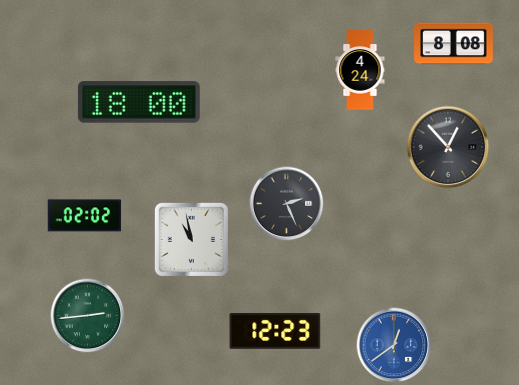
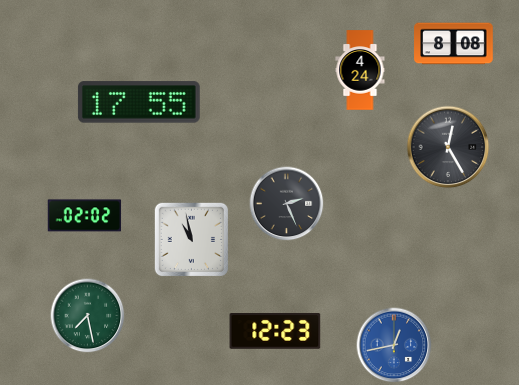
clock at (139, 102): 18:00 -> 17:55
clock at (448, 147): 12:53 -> 12:25
clock at (88, 316): 2:44 -> 7:28
clock at (394, 345): 12:39 -> 12:43
